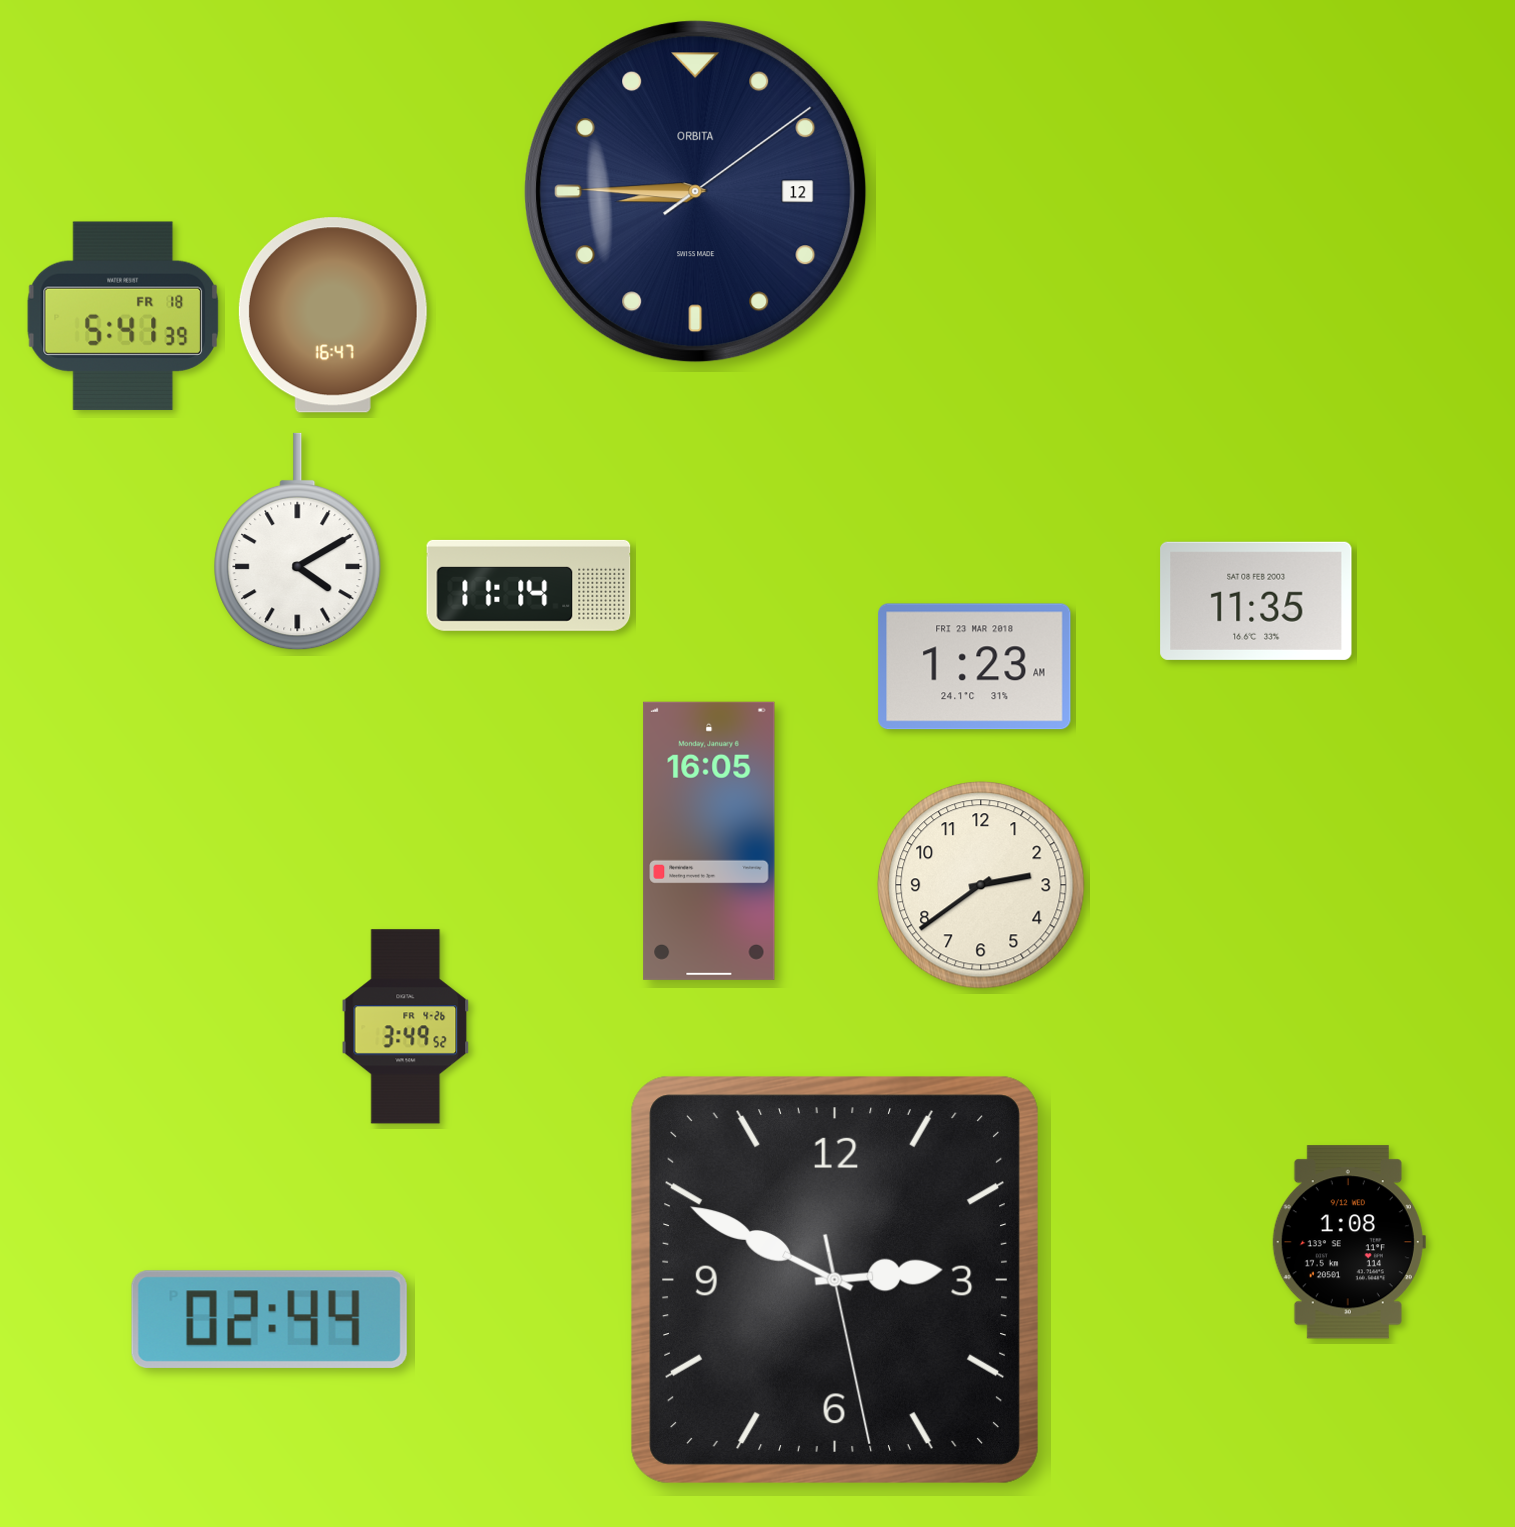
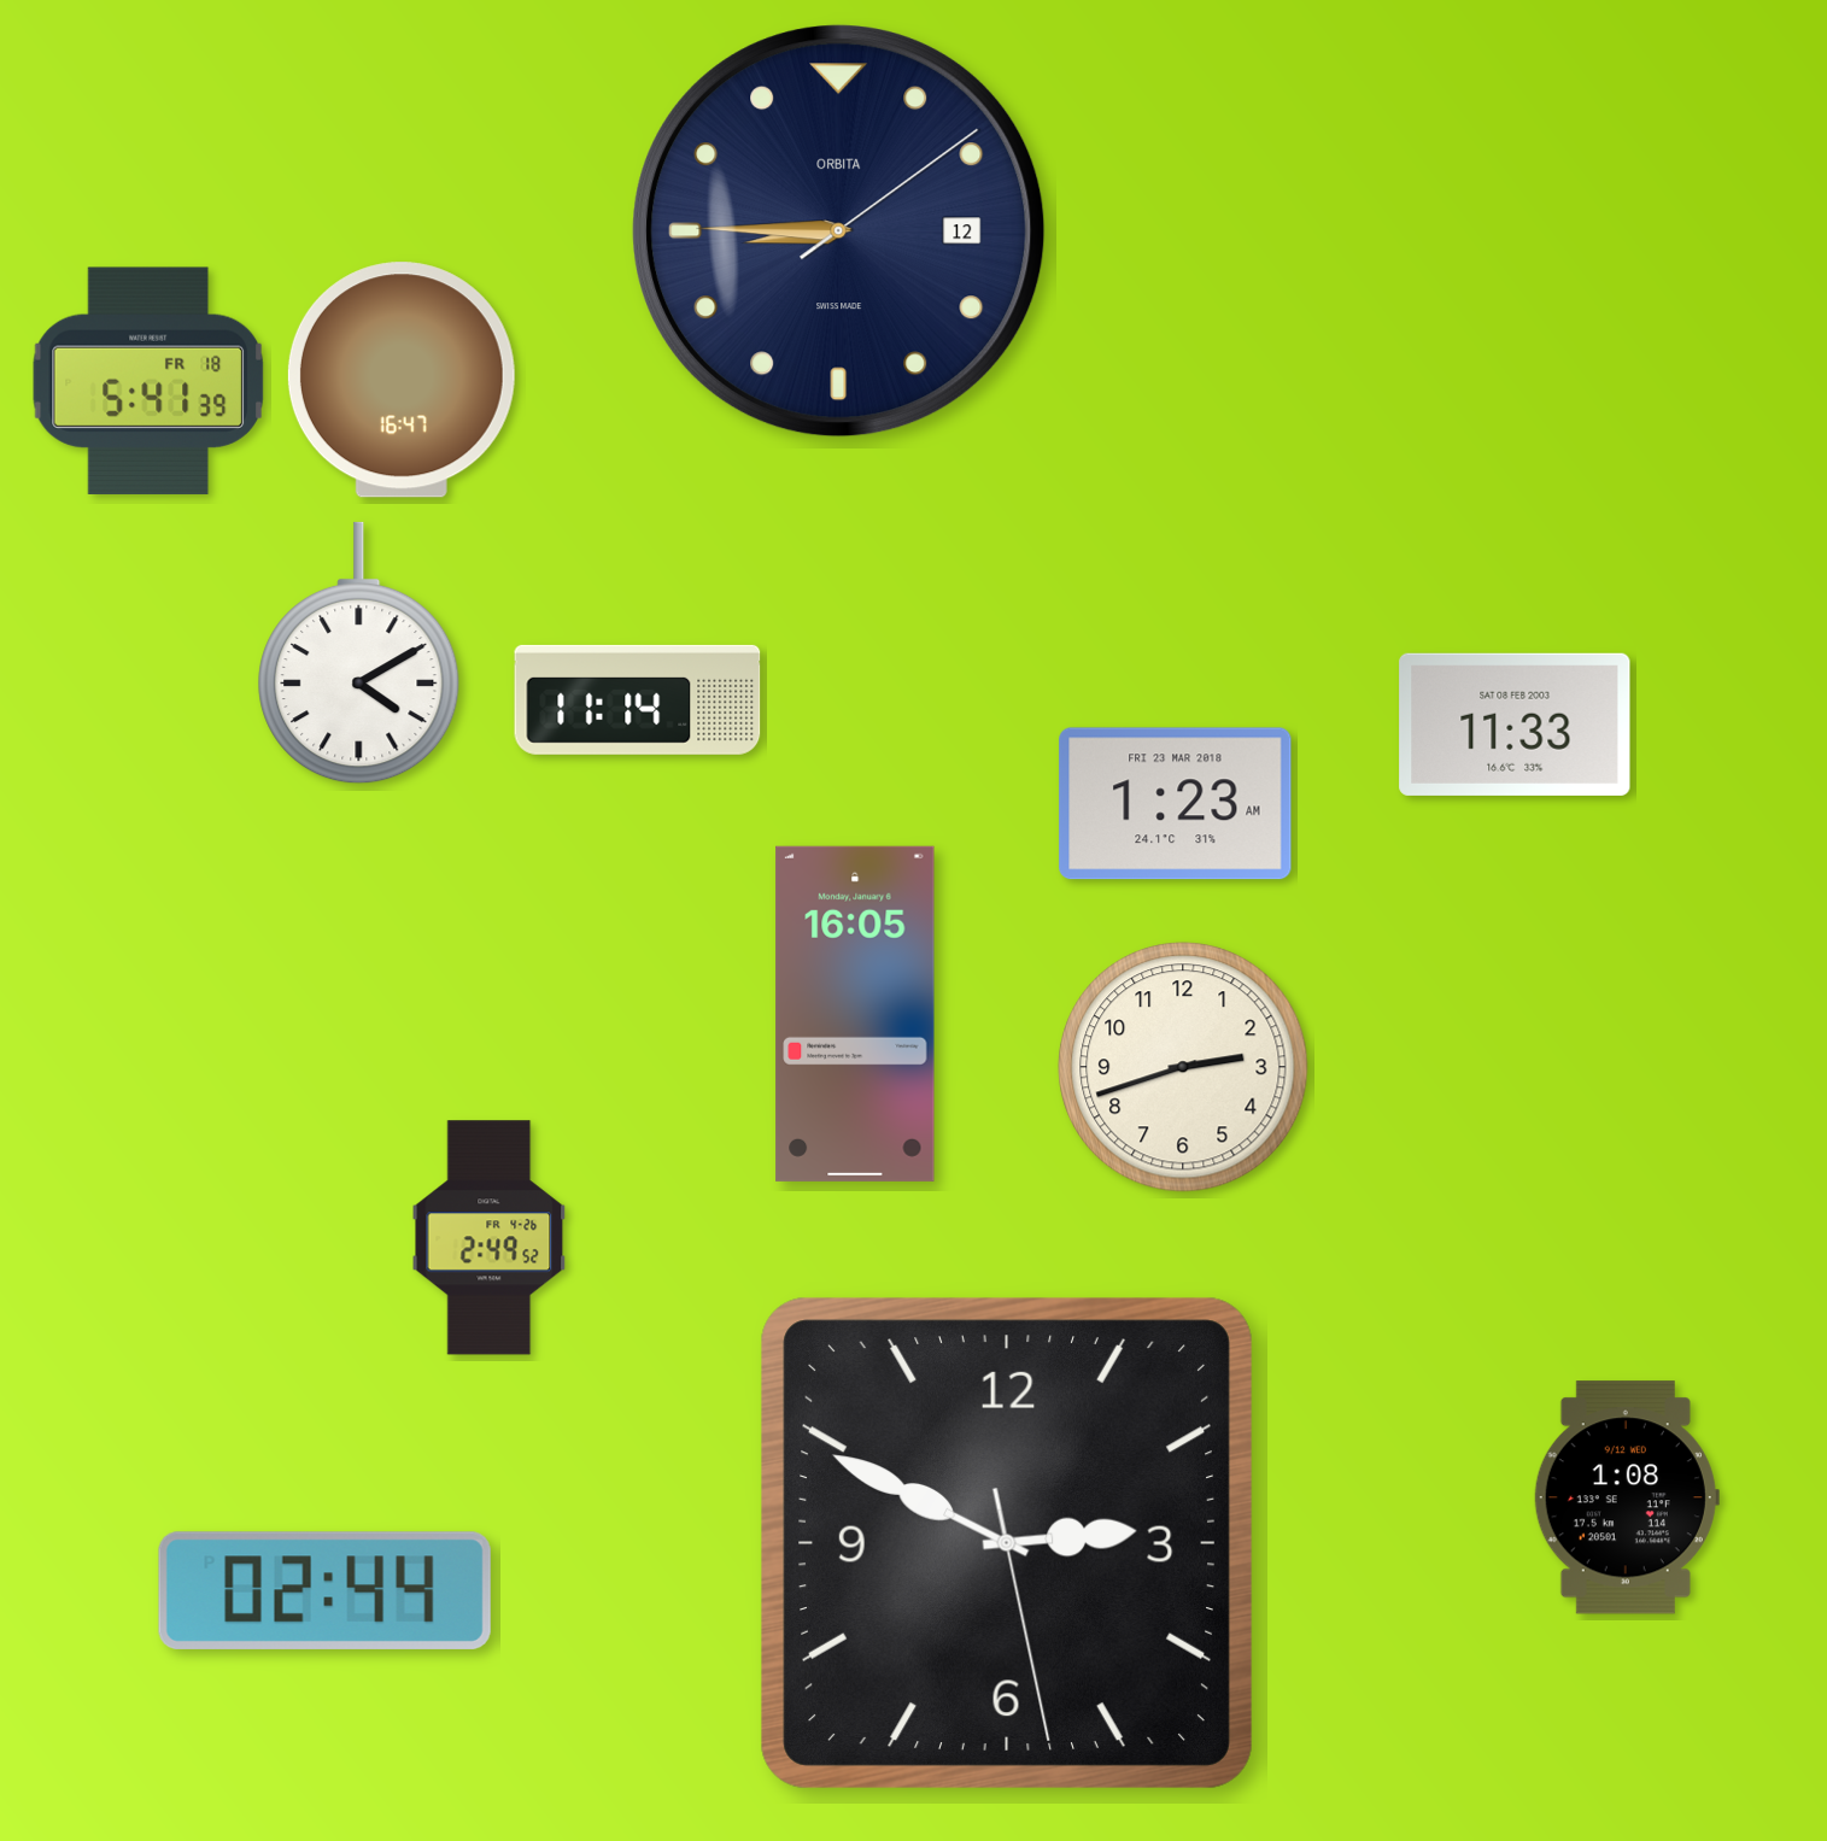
clock at (529, 585) position: (529, 585) -> (638, 699)
clock at (1256, 601): 11:35 -> 11:33
clock at (981, 885): 2:39 -> 2:42
clock at (406, 1027): 3:49 -> 2:49
